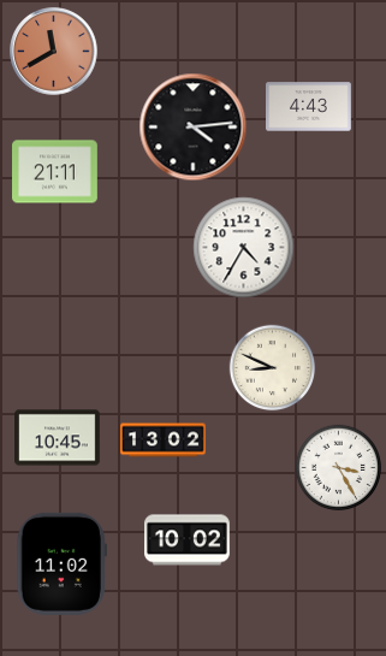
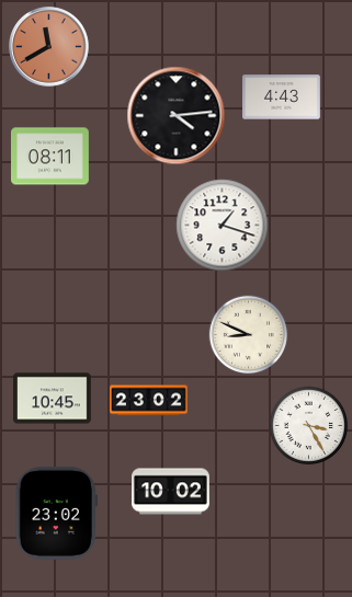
clock at (55, 172): 21:11 -> 08:11
clock at (244, 248): 4:35 -> 1:18
clock at (164, 441): 13:02 -> 23:02
clock at (61, 563): 11:02 -> 23:02
